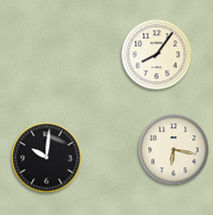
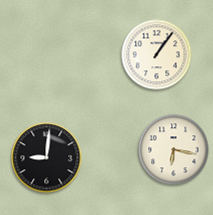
clock at (157, 55): 8:06 -> 1:06
clock at (47, 158): 10:01 -> 9:01
